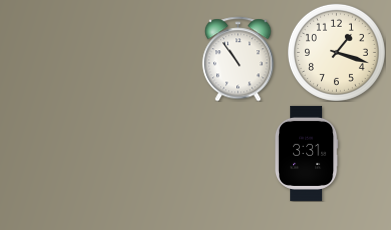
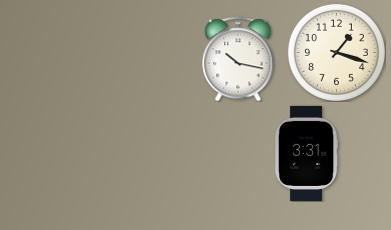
clock at (238, 59): 10:54 -> 10:17
